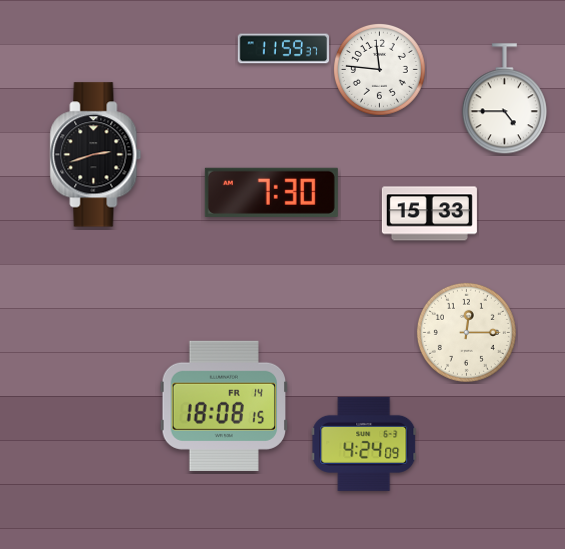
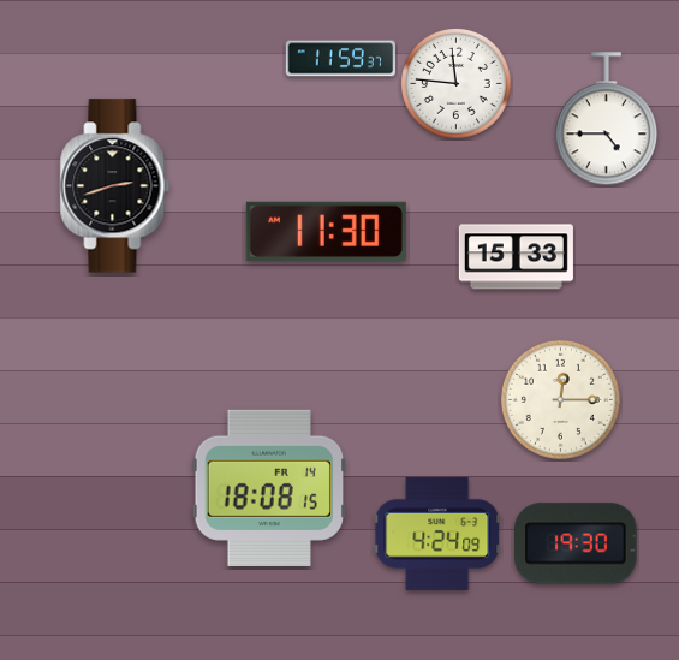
clock at (271, 192): 7:30 -> 11:30
clock at (577, 543): none -> 19:30
